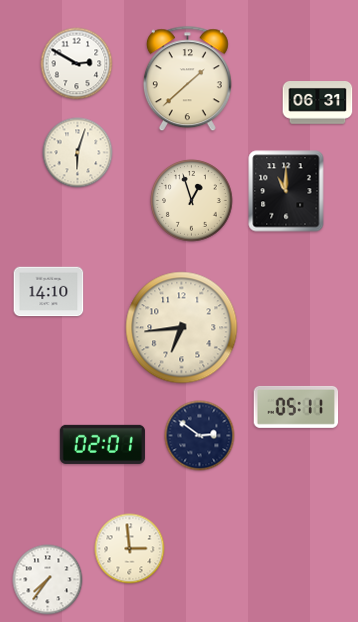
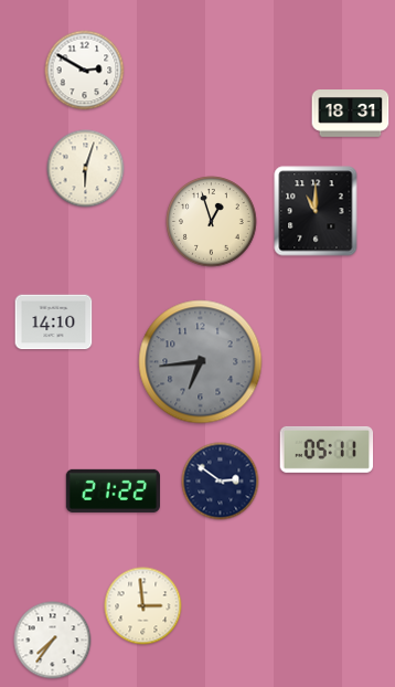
clock at (187, 79): 1:38 -> none
clock at (318, 103): 06:31 -> 18:31
clock at (182, 328) dial: cream -> grey
clock at (102, 444): 02:01 -> 21:22
